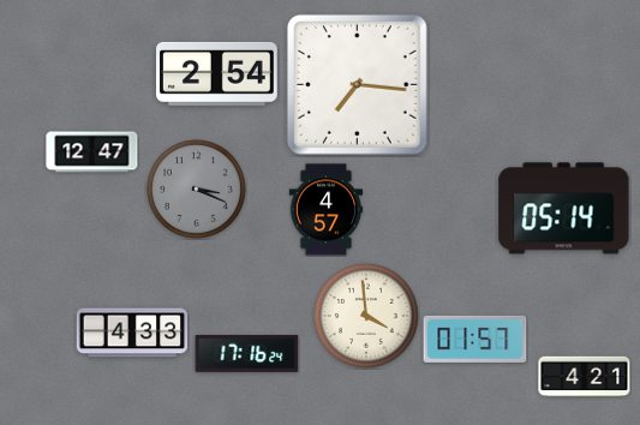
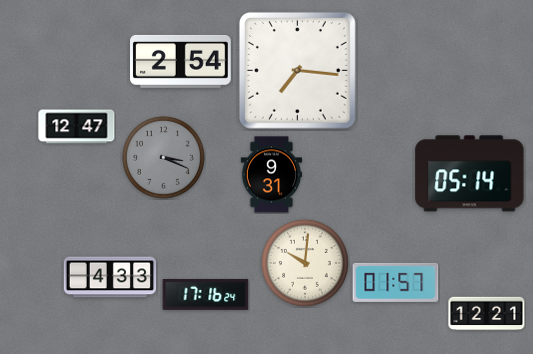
clock at (325, 210): 4:57 -> 9:31
clock at (366, 316): 3:59 -> 10:01
clock at (585, 377): 4:21 -> 12:21
